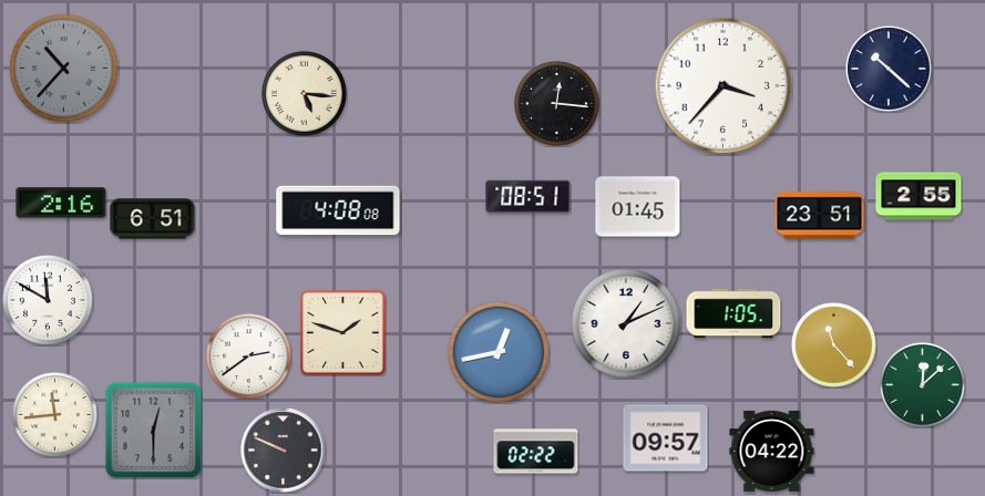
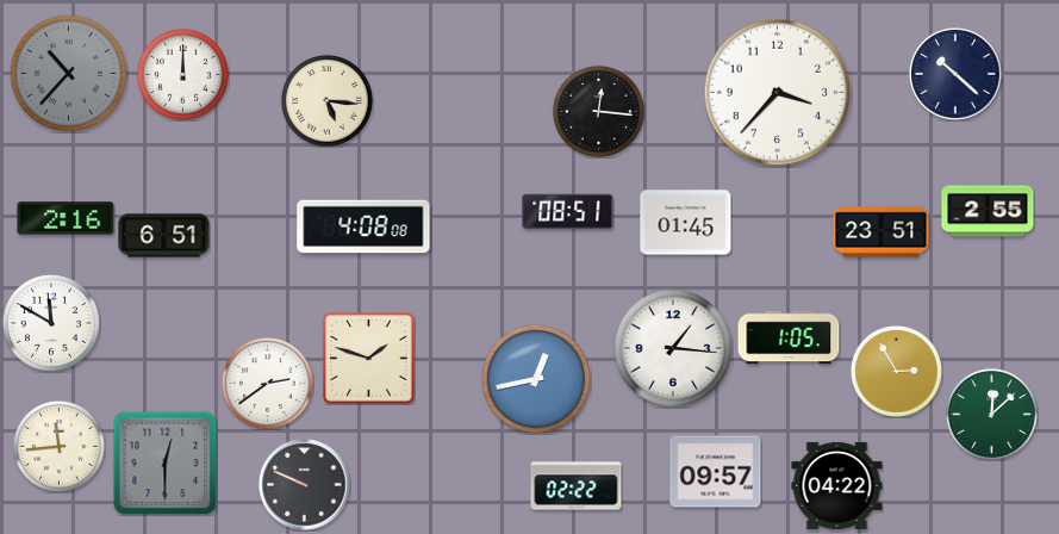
clock at (182, 74): none -> 12:00
clock at (626, 323): 1:11 -> 1:16
clock at (833, 344): 11:23 -> 2:55
clock at (772, 451) position: (772, 451) -> (837, 485)
